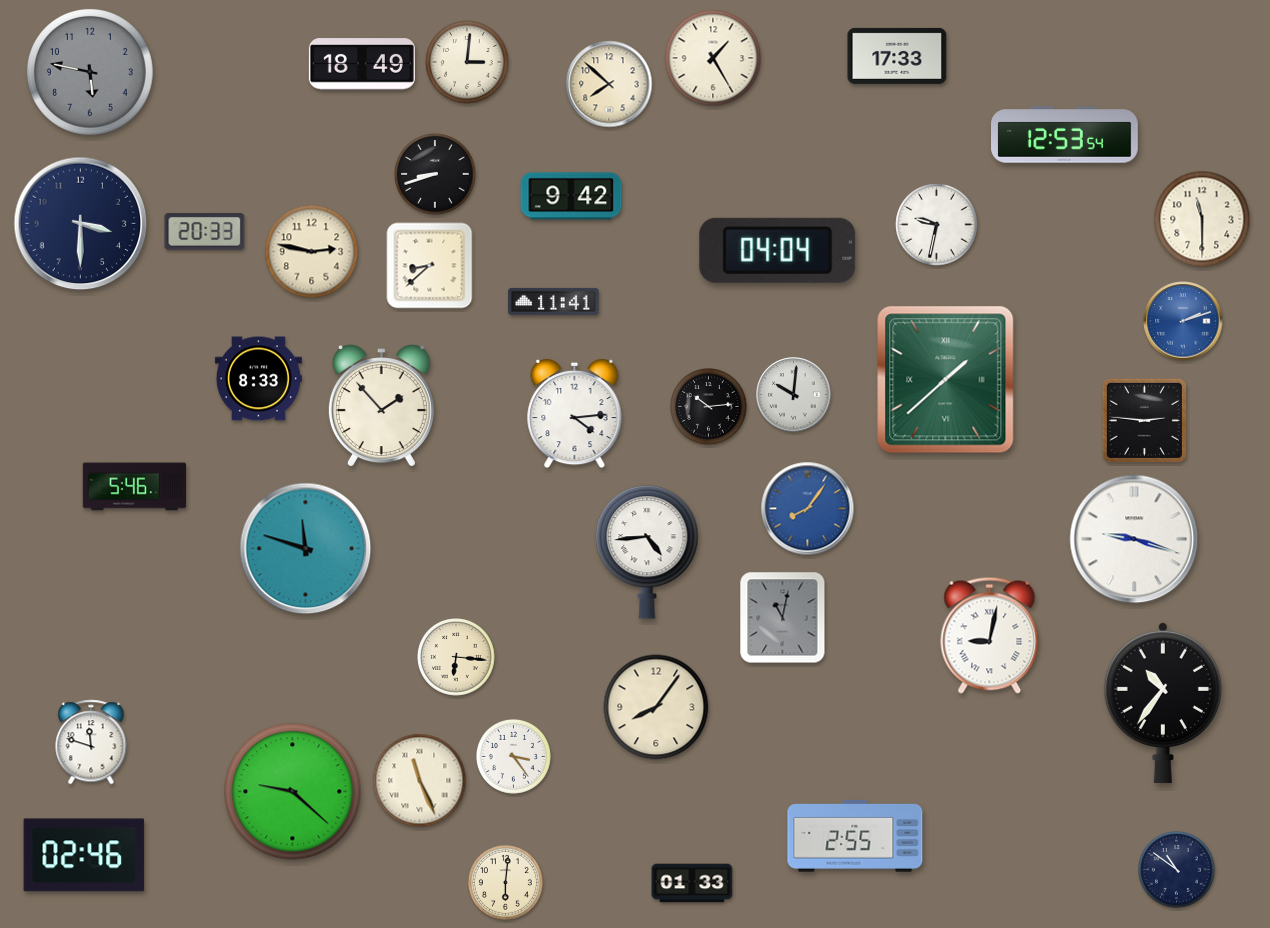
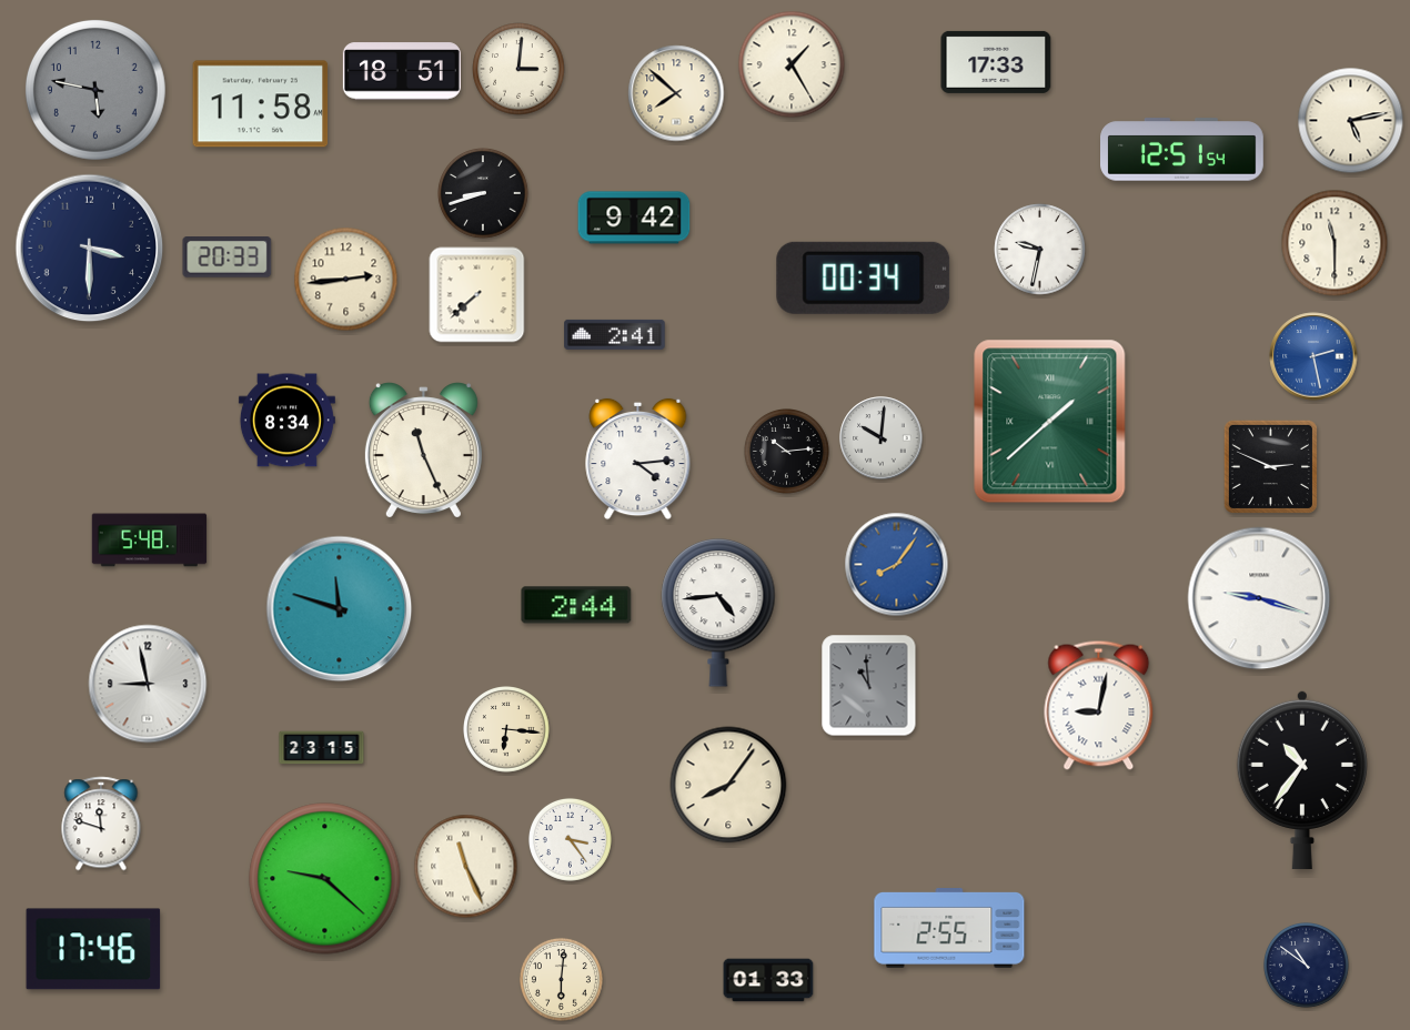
clock at (362, 64): 18:49 -> 18:51
clock at (90, 72) position: (90, 72) -> (95, 90)
clock at (261, 104): none -> 11:58
clock at (1351, 121): none -> 5:13
clock at (1065, 135): 12:53 -> 12:51
clock at (778, 250): 04:04 -> 00:34
clock at (312, 252): 2:47 -> 2:44
clock at (430, 266): 8:38 -> 7:38
clock at (554, 301): 11:41 -> 2:41
clock at (1183, 321): 2:12 -> 2:28
clock at (258, 379): 8:33 -> 8:34
clock at (381, 406): 1:53 -> 11:26
clock at (1144, 420): 2:46 -> 2:49
clock at (135, 487): 5:46 -> 5:48
clock at (576, 605): none -> 2:44
clock at (148, 684): none -> 8:58
clock at (783, 618): 11:02 -> 10:59
clock at (322, 748): none -> 23:15
clock at (1163, 703) position: (1163, 703) -> (1302, 780)
clock at (84, 855): 02:46 -> 17:46
